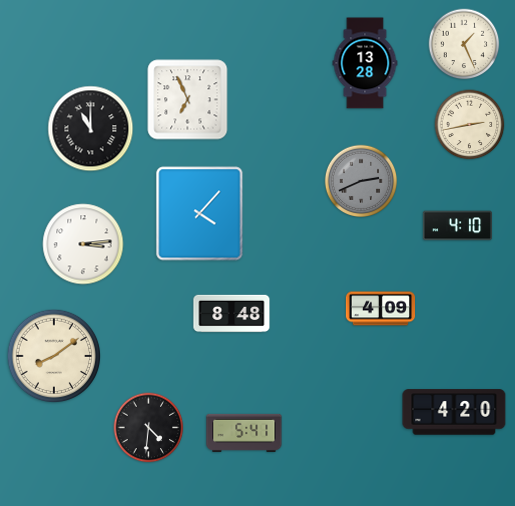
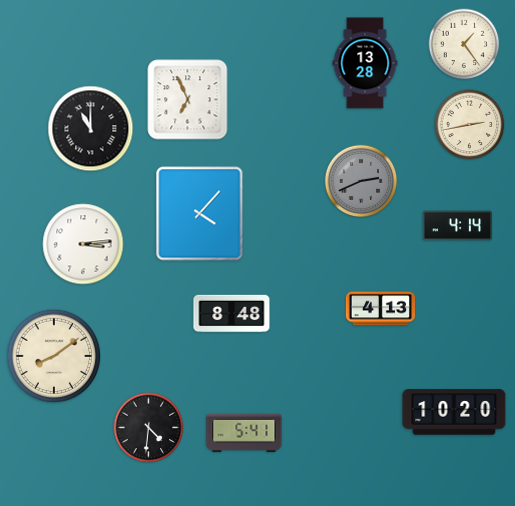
clock at (464, 44): 1:26 -> 1:24
clock at (457, 226): 4:10 -> 4:14
clock at (380, 309): 4:09 -> 4:13
clock at (454, 412): 4:20 -> 10:20
